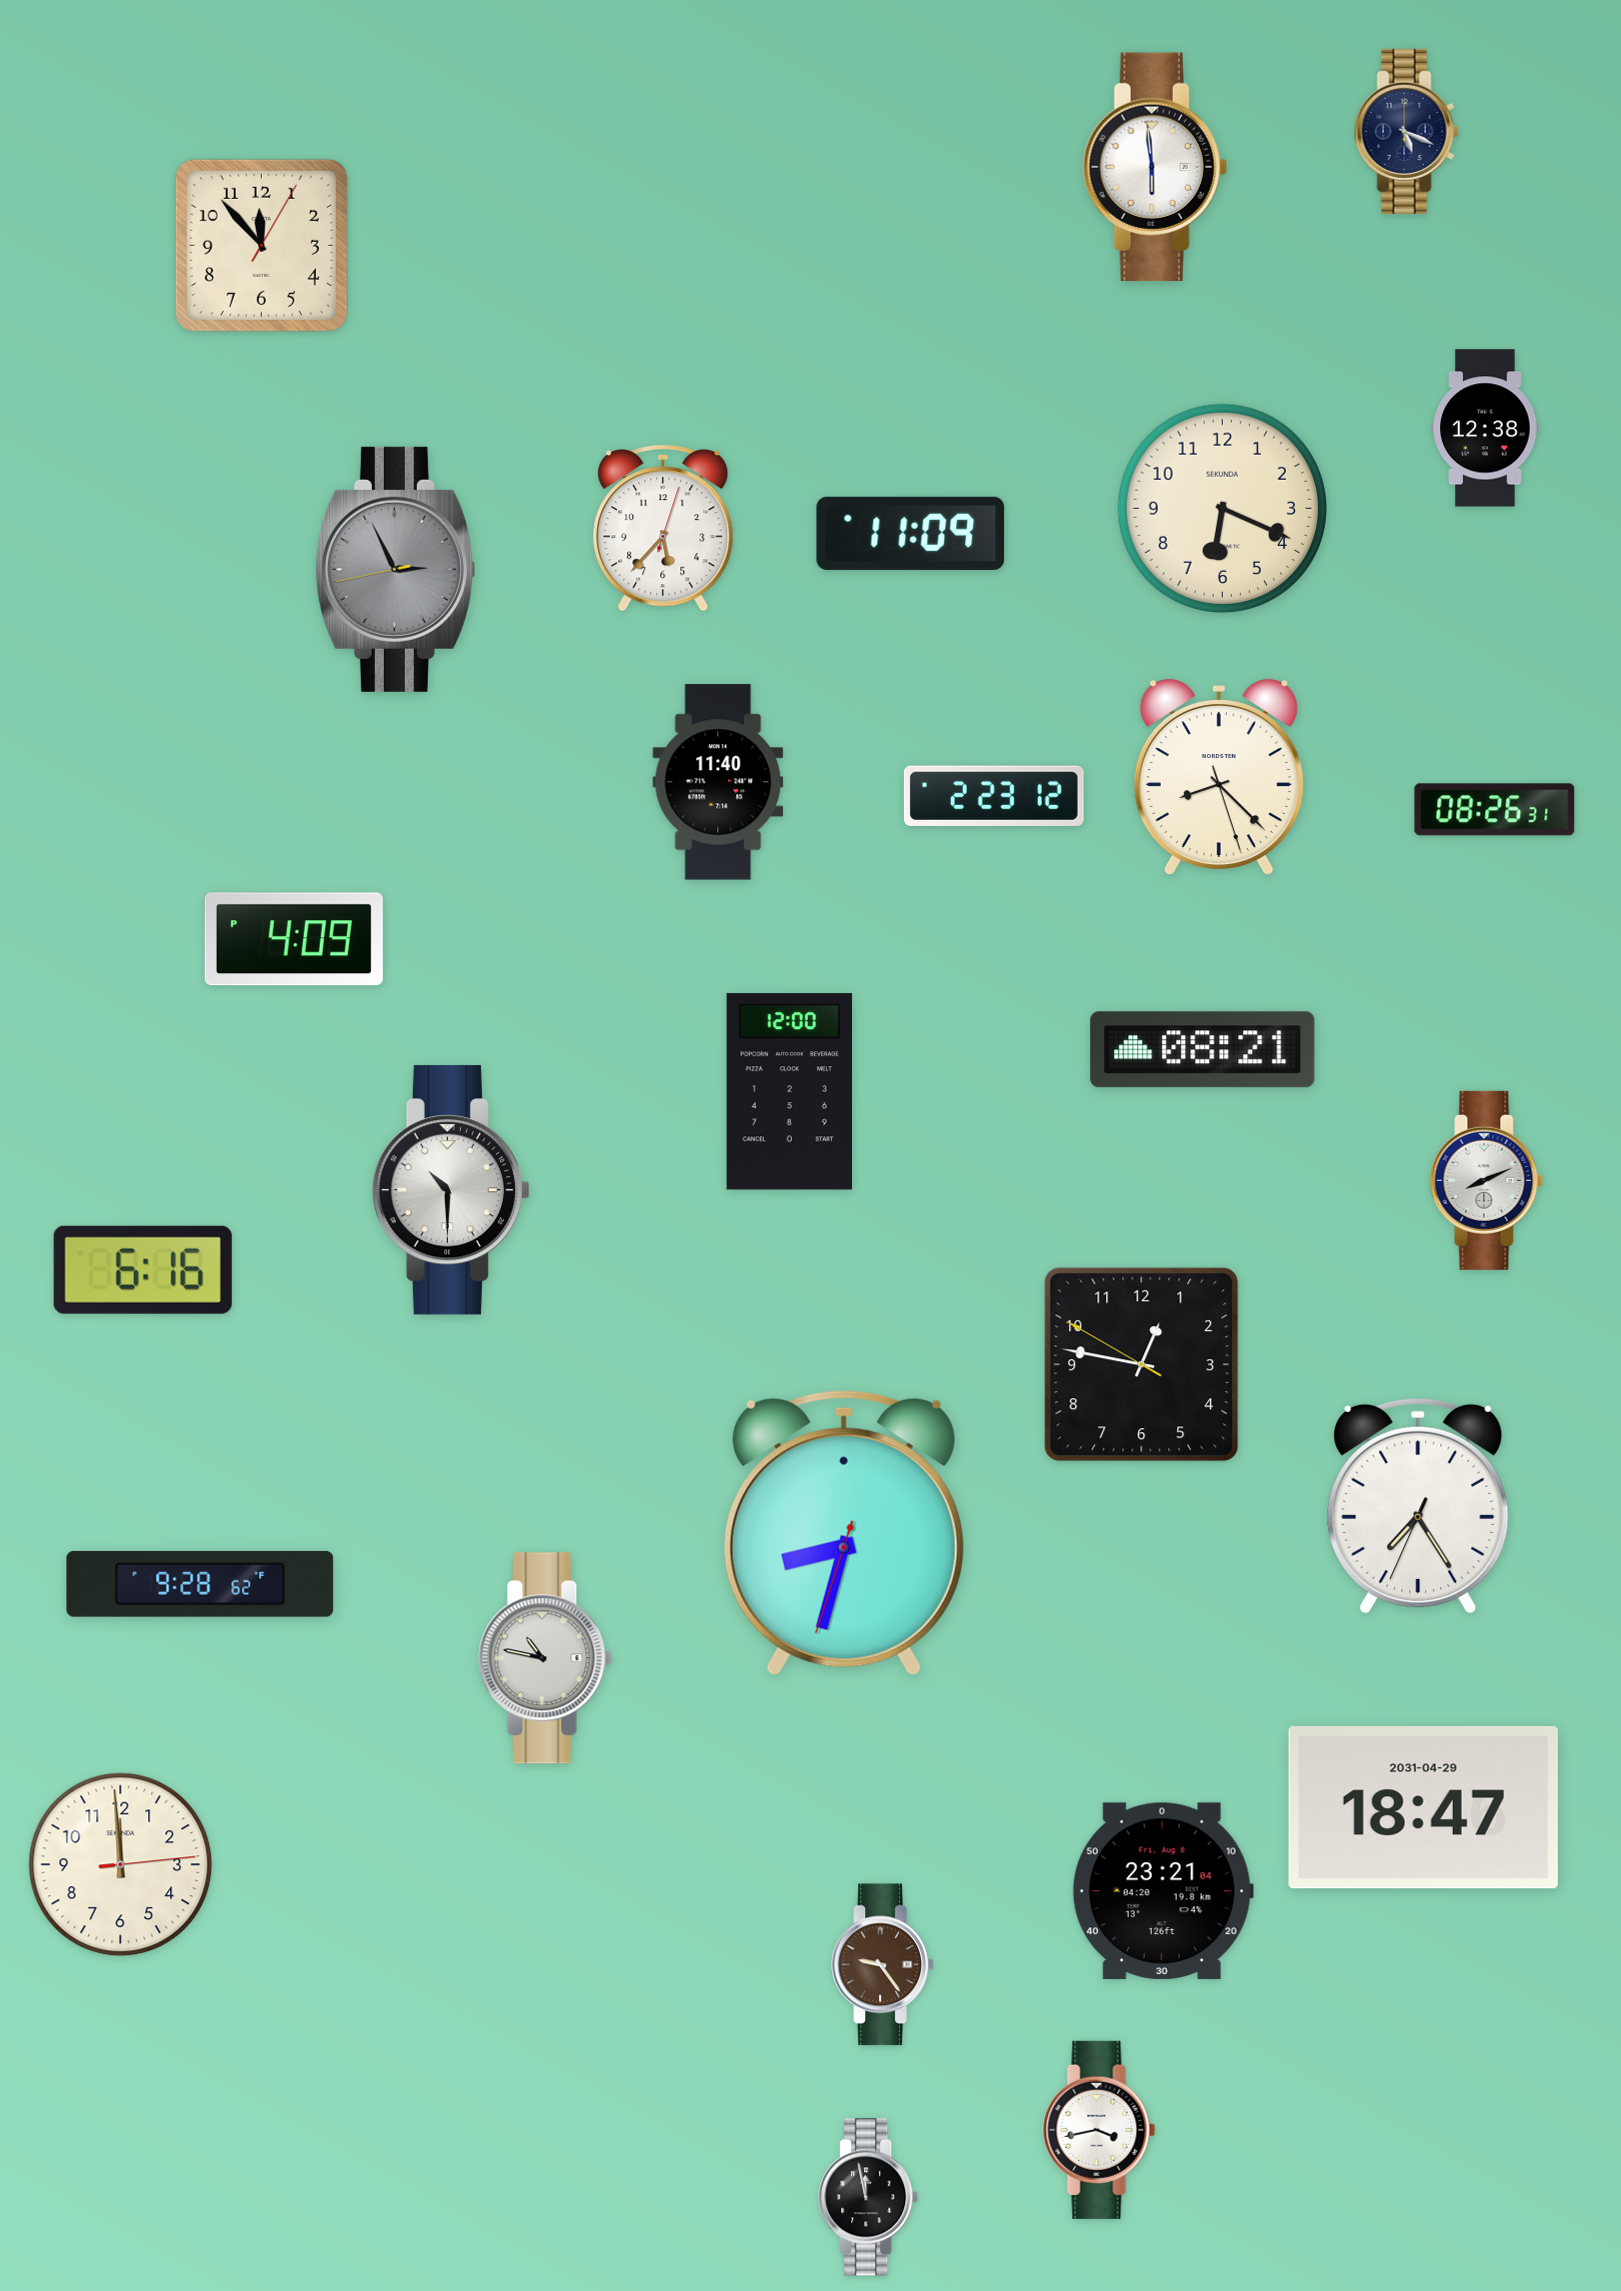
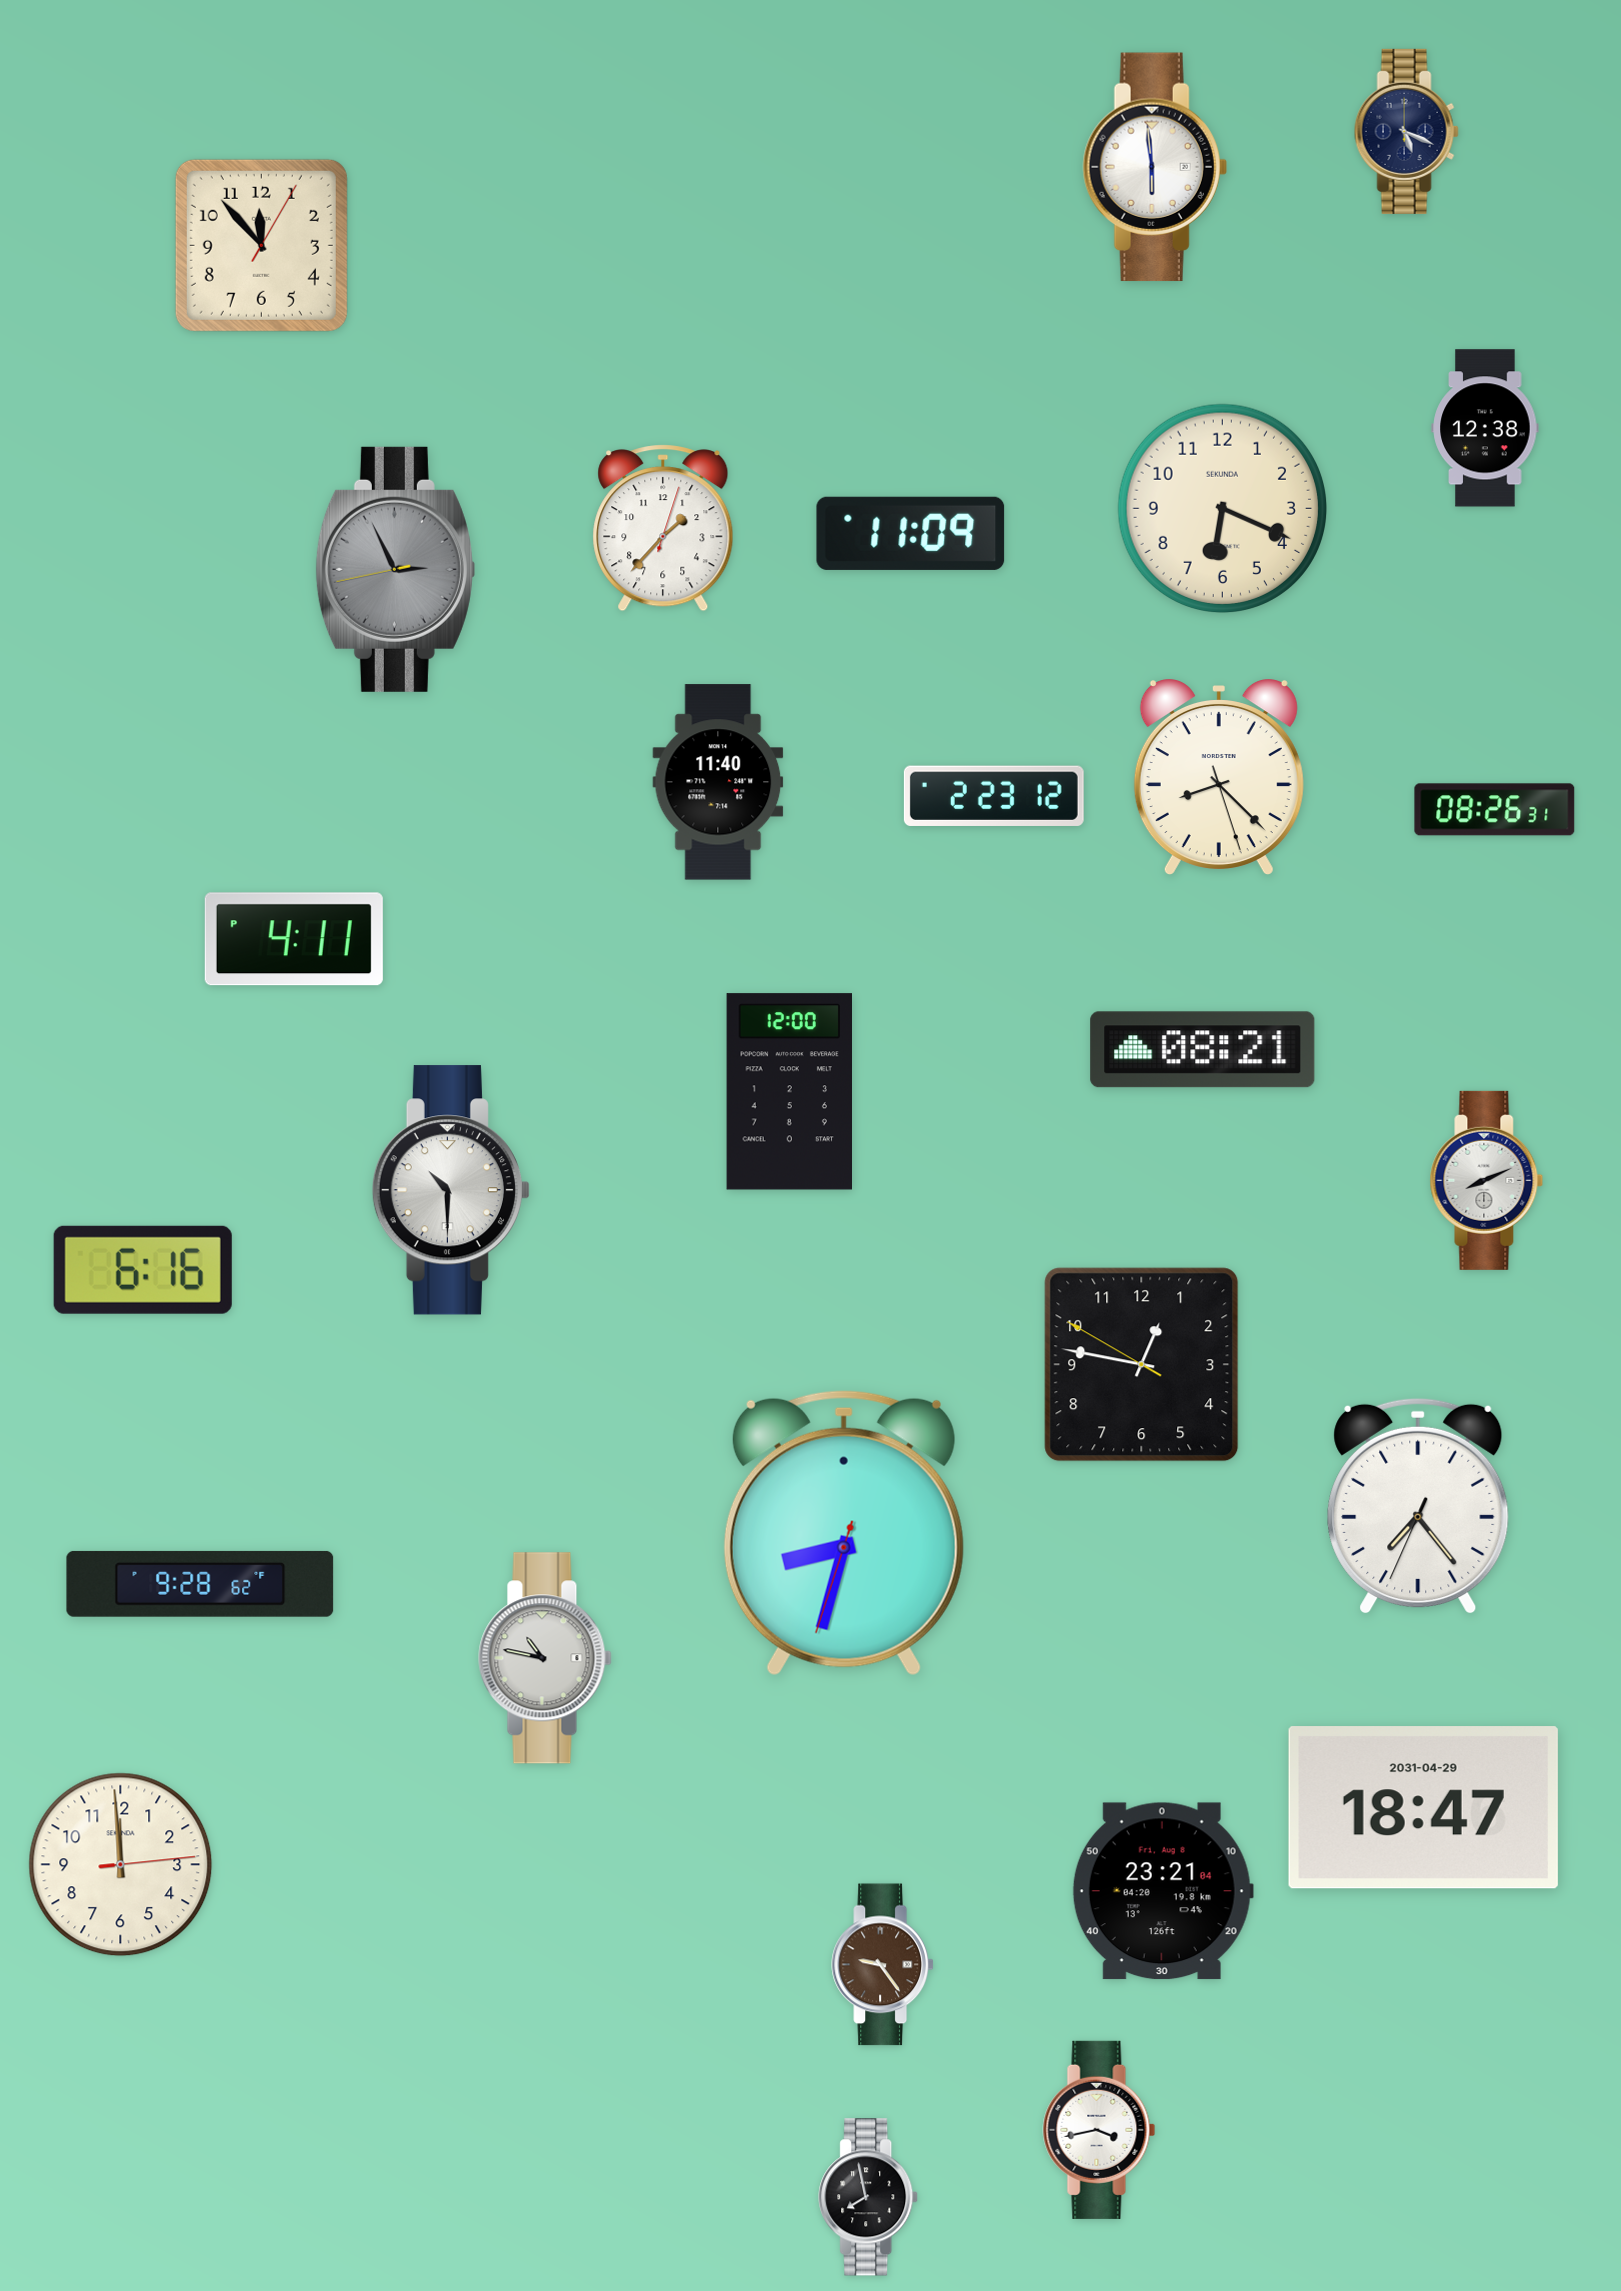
clock at (663, 528): 5:37 -> 1:37
clock at (294, 939): 4:09 -> 4:11
clock at (1418, 1506): 7:24 -> 7:23
clock at (869, 2197): 11:58 -> 7:58
